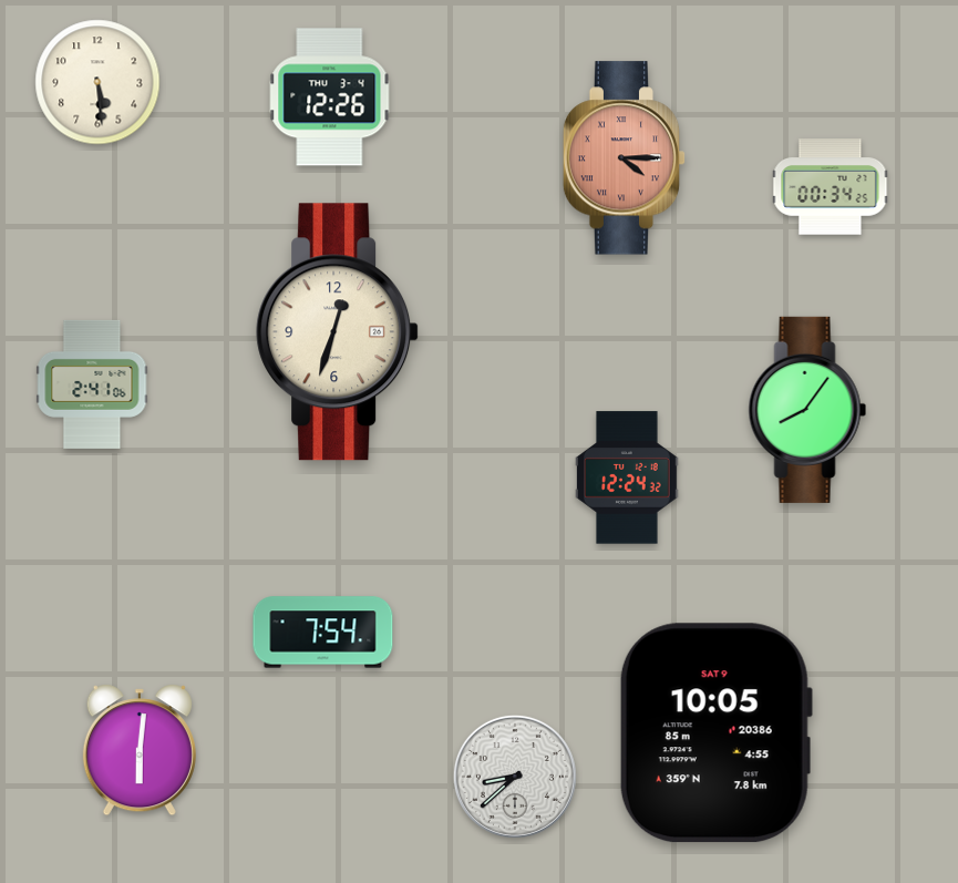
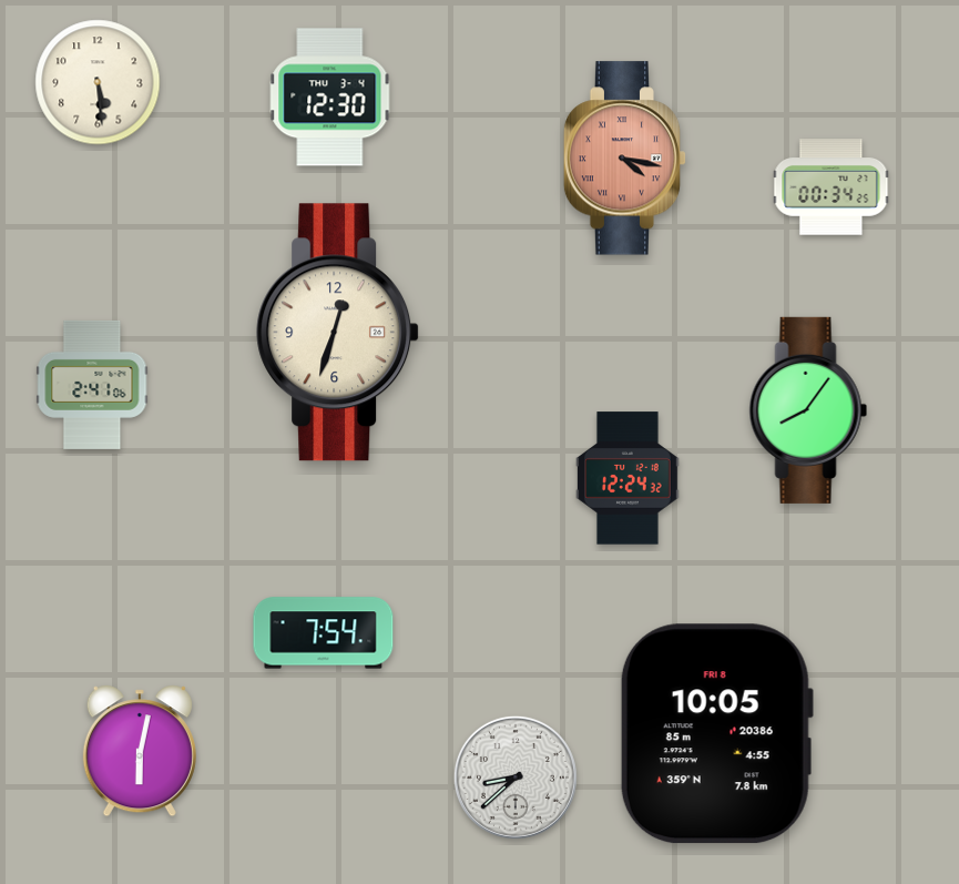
clock at (330, 97): 12:26 -> 12:30
clock at (625, 158): 4:15 -> 4:17
clock at (715, 733) date: SAT 9 -> FRI 8
clock at (140, 750): 6:01 -> 6:02
